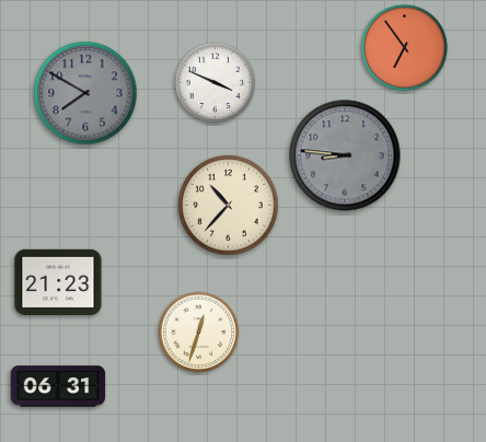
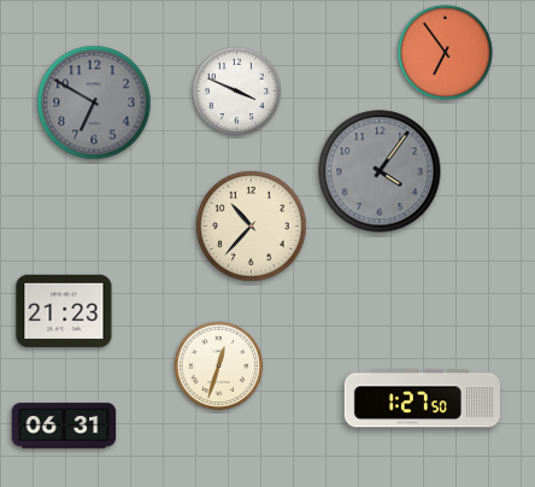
clock at (85, 93): 7:50 -> 6:50
clock at (345, 155): 8:46 -> 4:06
clock at (422, 399): none -> 1:27
